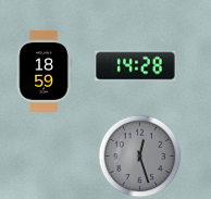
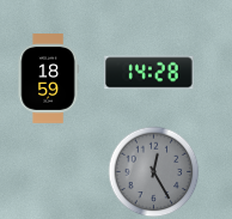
clock at (140, 157): 12:27 -> 12:25
